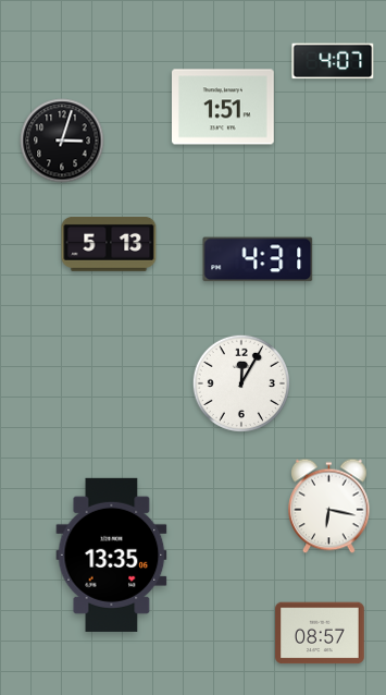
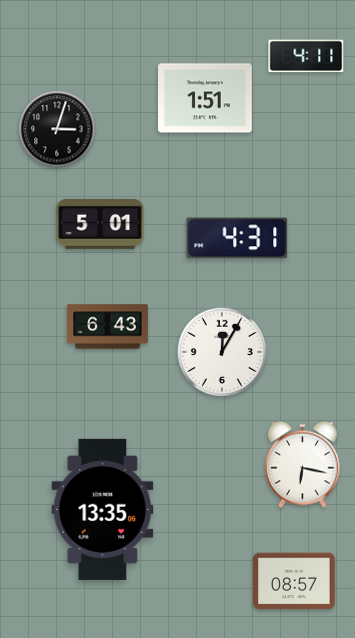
clock at (333, 61): 4:07 -> 4:11
clock at (109, 244): 5:13 -> 5:01
clock at (108, 327): none -> 6:43
